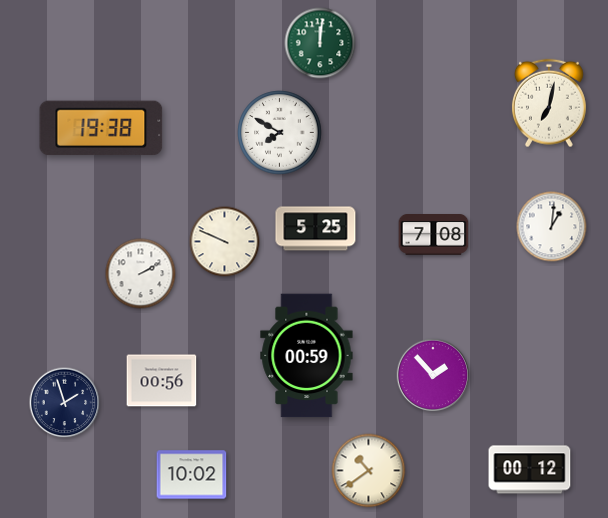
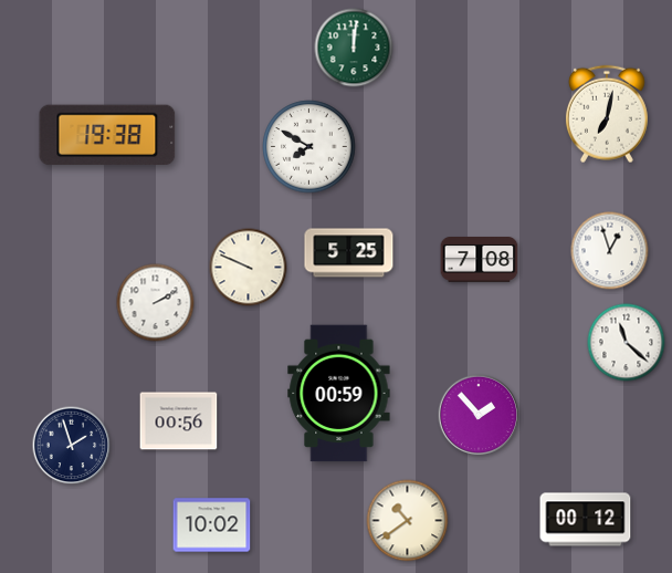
clock at (101, 128) position: (101, 128) -> (107, 135)
clock at (552, 227): 1:01 -> 12:57
clock at (627, 343): none -> 11:22
